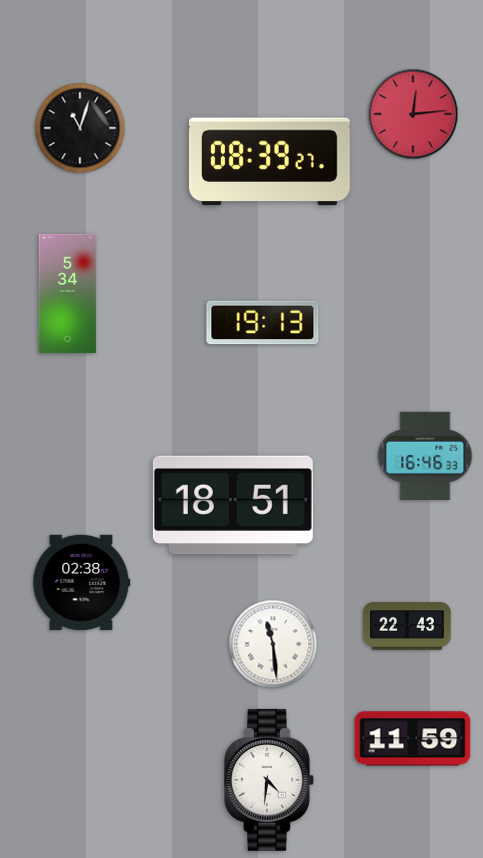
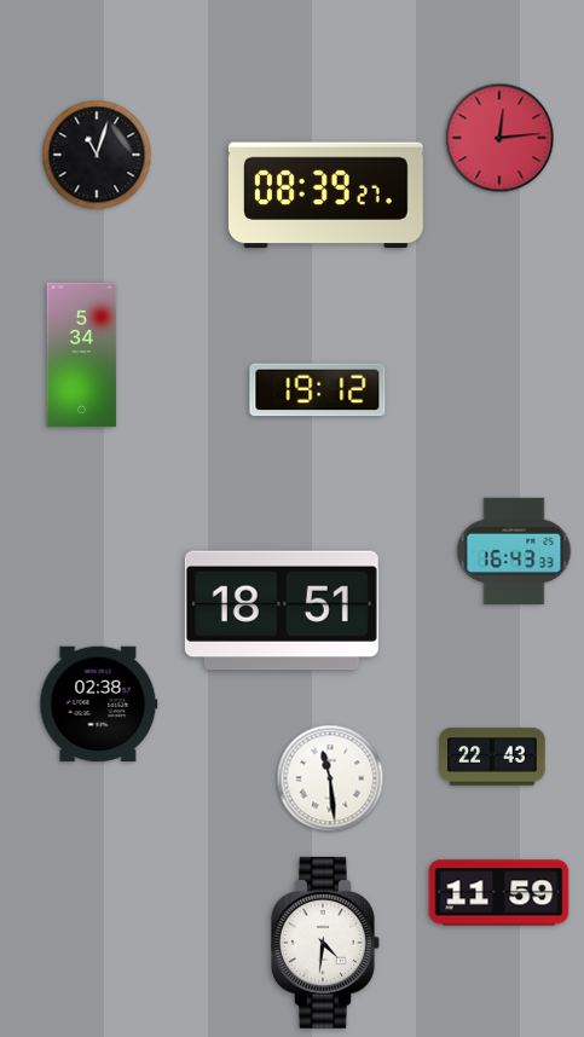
clock at (263, 323): 19:13 -> 19:12
clock at (425, 455): 16:46 -> 16:43
